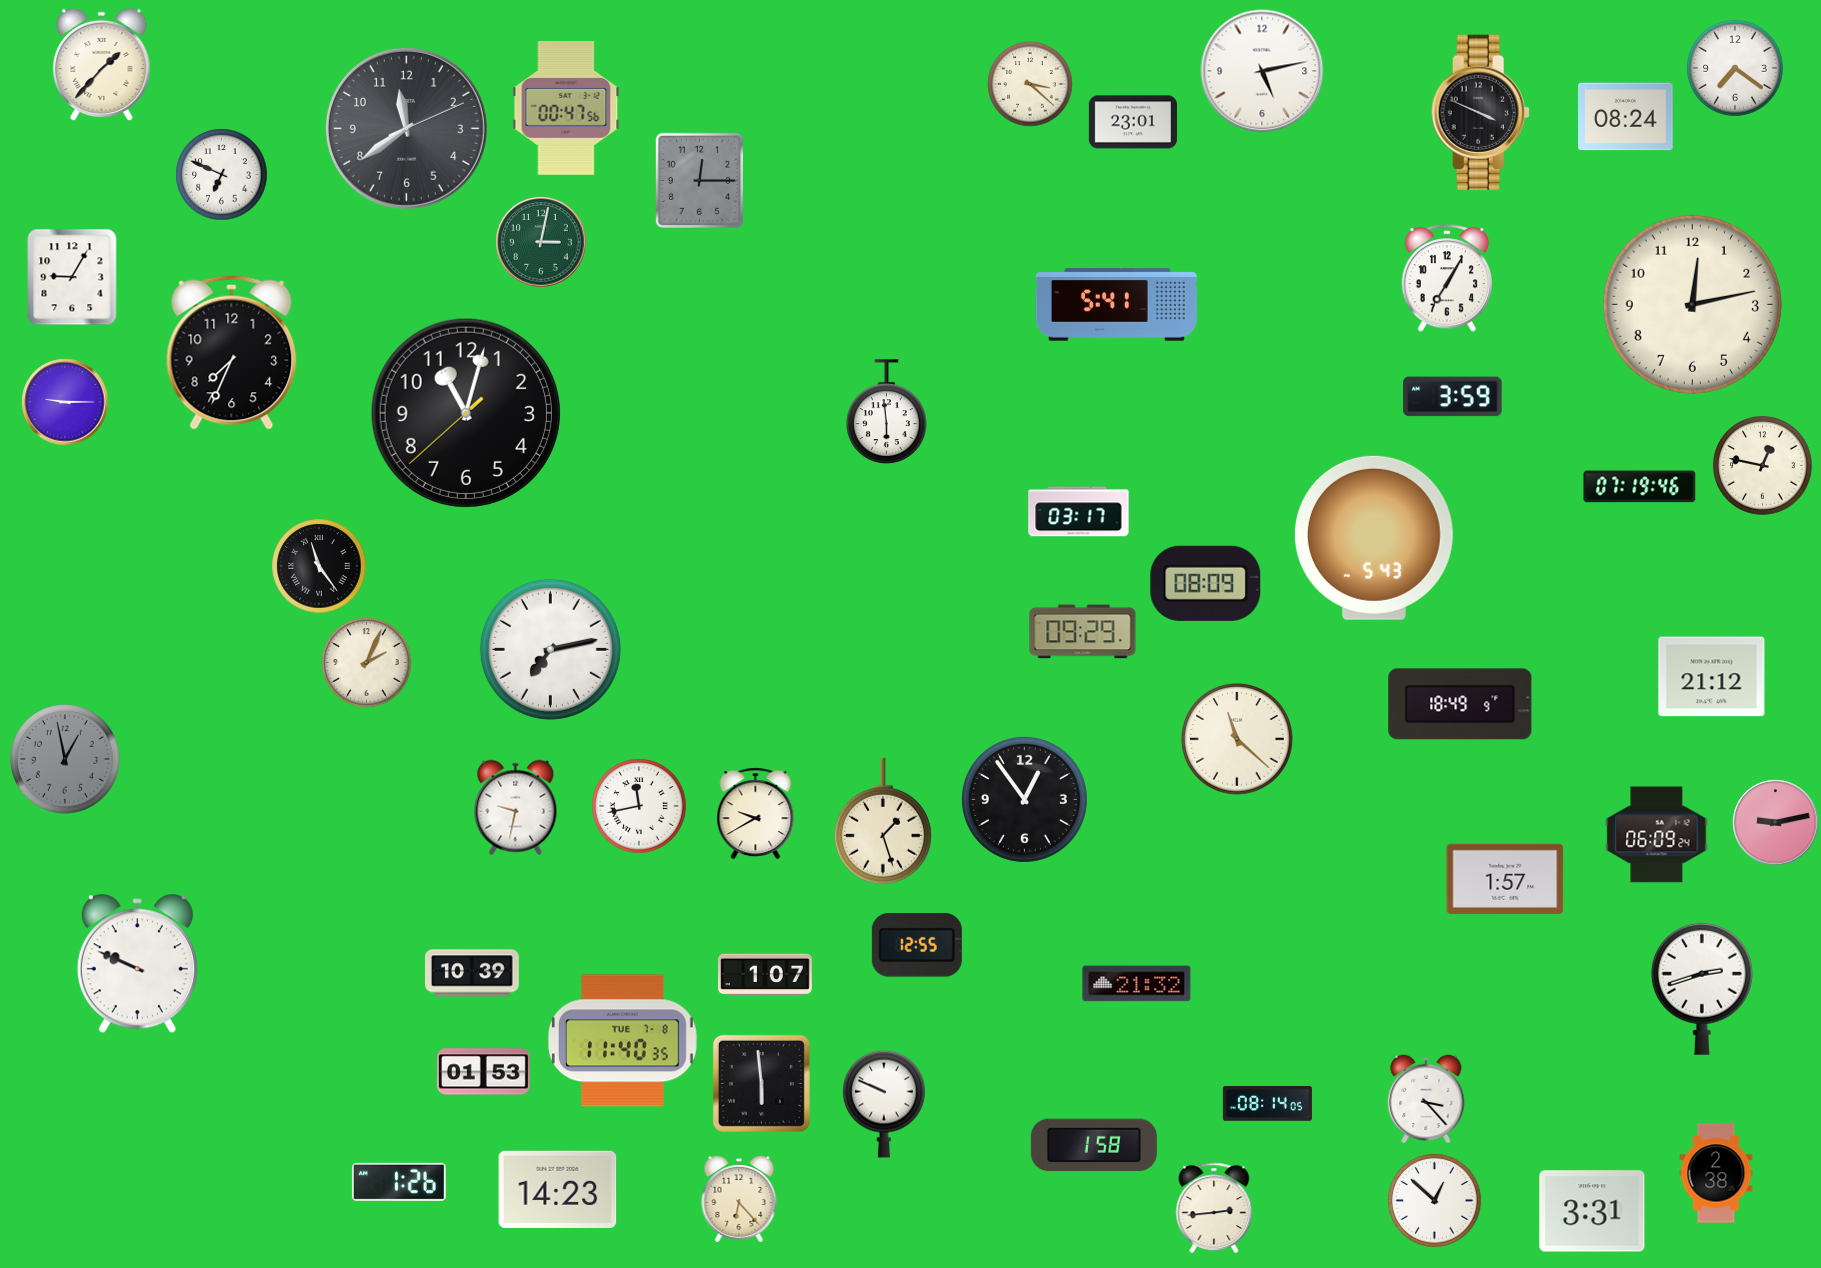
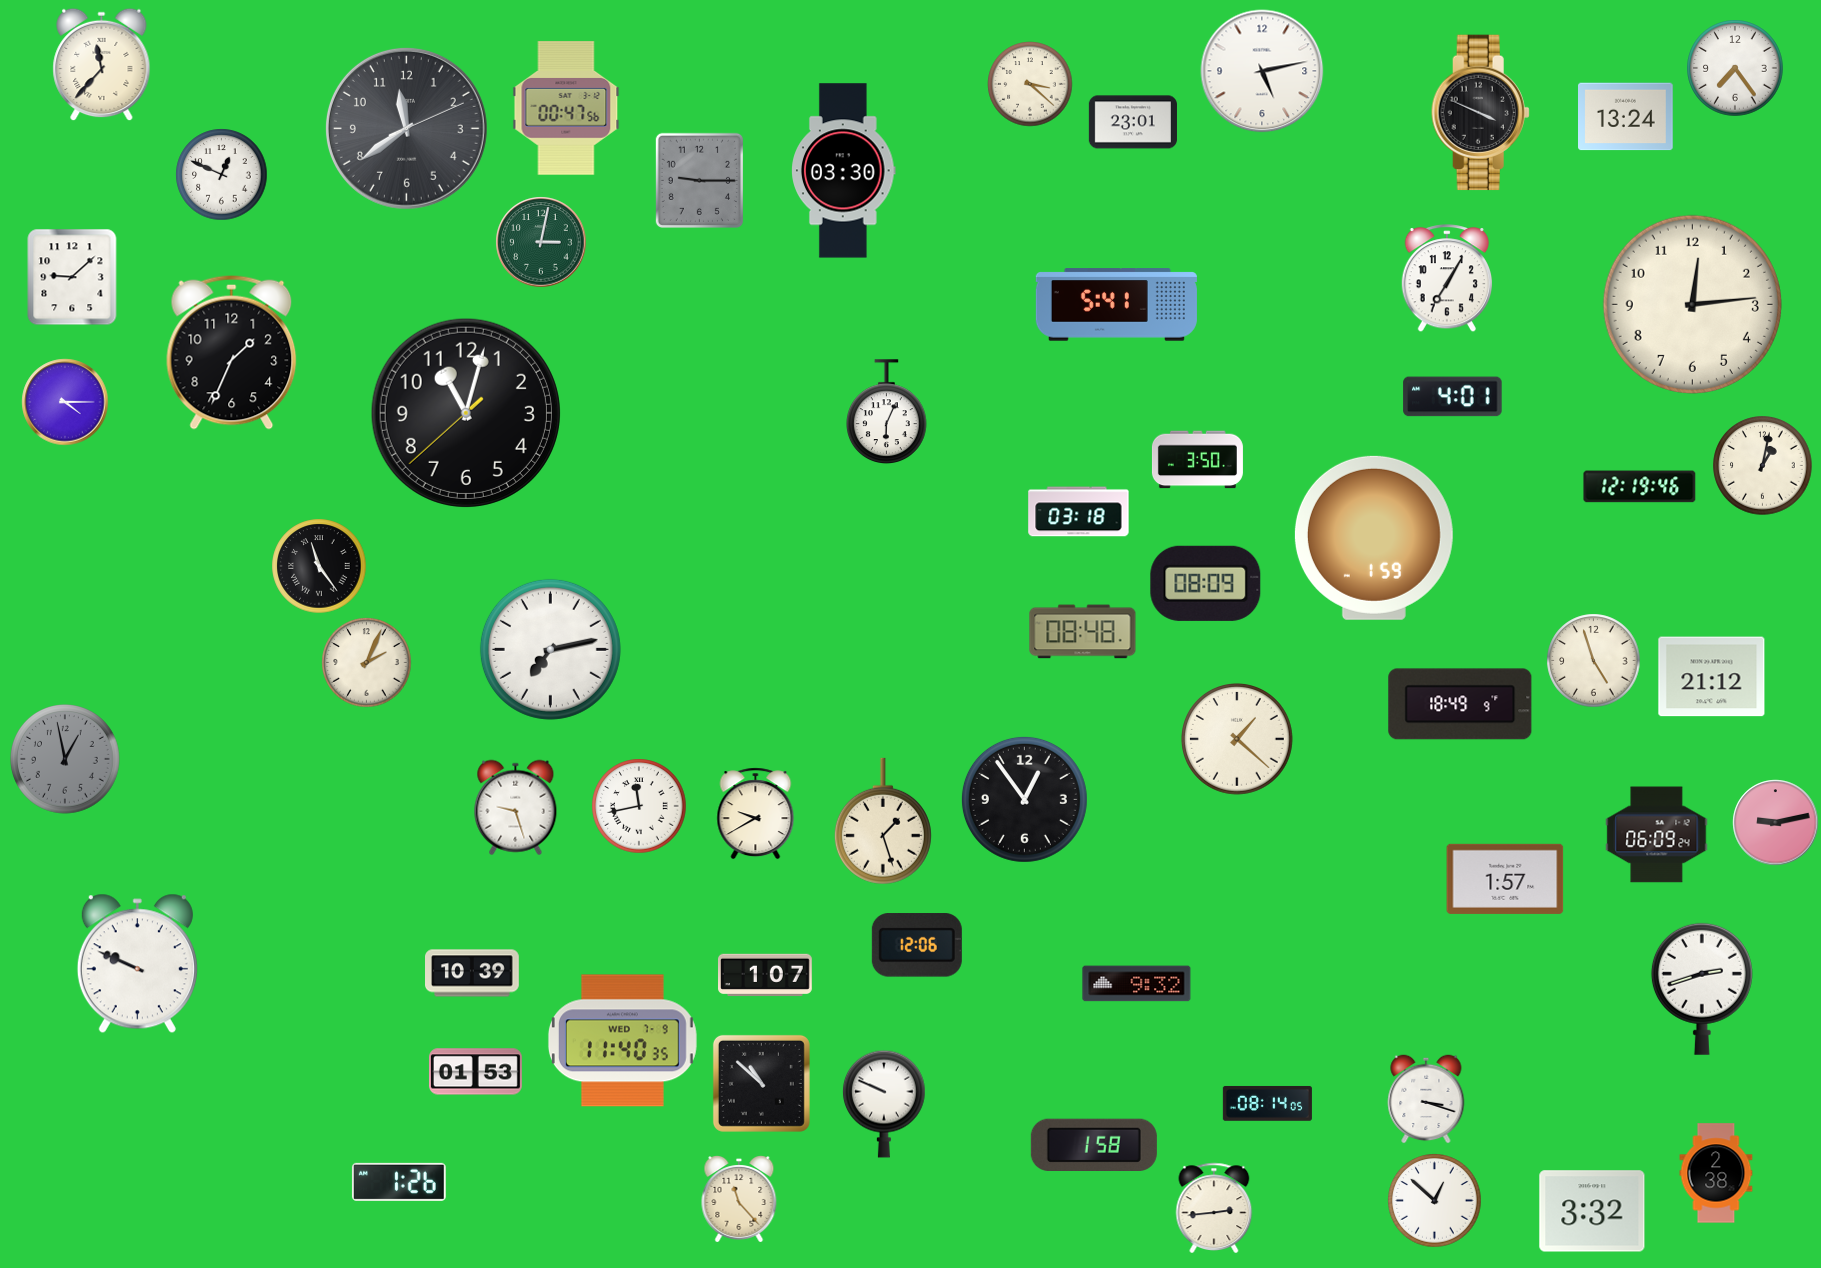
clock at (102, 65): 1:37 -> 11:37
clock at (1735, 68): 7:21 -> 7:24
clock at (1626, 117): 08:24 -> 13:24
clock at (844, 171): none -> 03:30
clock at (222, 175): 6:49 -> 12:49
clock at (699, 180): 12:15 -> 9:15
clock at (72, 277): 9:05 -> 9:08
clock at (1692, 304): 12:13 -> 12:14
clock at (232, 352): 7:34 -> 1:34
clock at (1453, 397): 3:59 -> 4:01
clock at (65, 402): 9:15 -> 4:15
clock at (887, 411): 5:59 -> 6:04
clock at (1197, 460): none -> 3:50
clock at (1763, 466): 12:47 -> 1:02
clock at (1640, 487): 07:19 -> 12:19
clock at (1079, 512): 03:17 -> 03:18
clock at (1374, 538): 5:43 -> 1:59
clock at (1083, 632): 09:29 -> 08:48
clock at (1594, 661): none -> 4:57
clock at (1238, 740): 11:22 -> 1:22
clock at (516, 808): 9:32 -> 9:27
clock at (917, 945): 12:55 -> 12:06
clock at (1137, 984): 21:32 -> 9:32
clock at (622, 1041) date: TUE 7-8 -> WED 7-9
clock at (483, 1072) position: (483, 1072) -> (475, 1072)
clock at (761, 1083): 5:59 -> 10:52
clock at (1426, 1099): 3:23 -> 3:18
clock at (558, 1189): 14:23 -> none
clock at (739, 1200): 6:23 -> 11:23
clock at (1592, 1211): 3:31 -> 3:32
